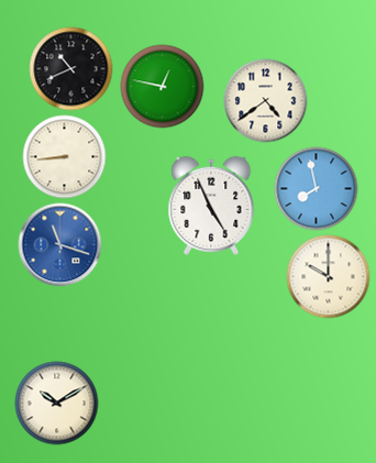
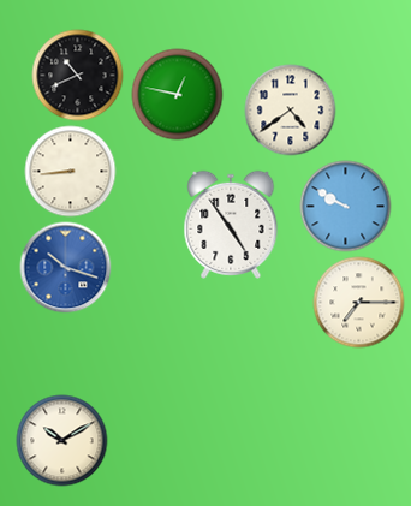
clock at (317, 189): 7:58 -> 9:50
clock at (211, 206): 4:56 -> 4:54
clock at (60, 245): 11:18 -> 10:18
clock at (329, 277): 10:00 -> 7:15
